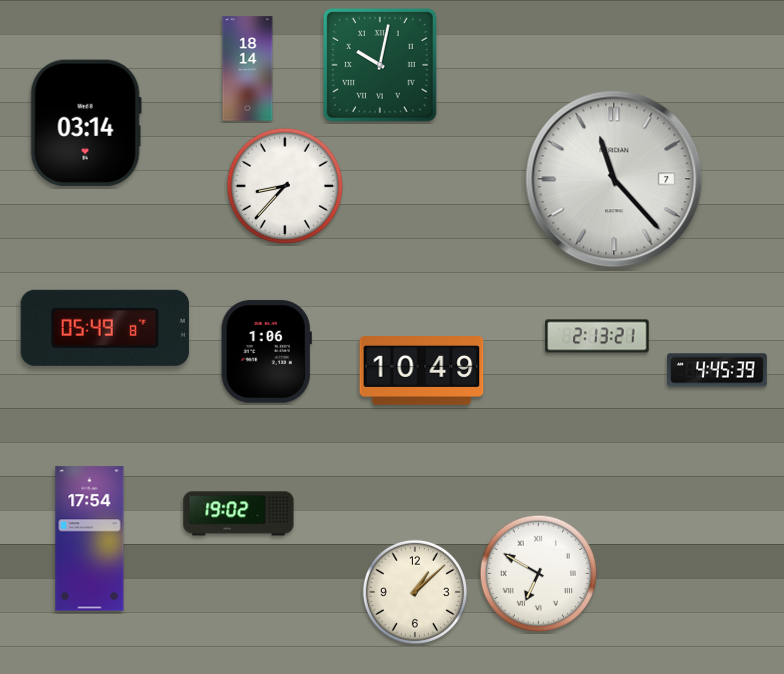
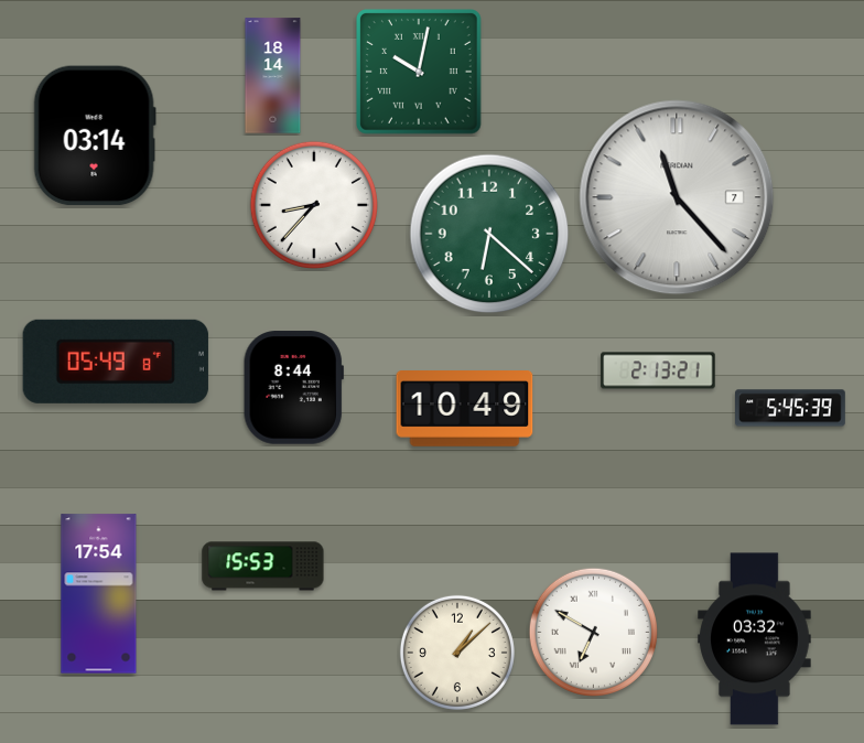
clock at (489, 234): none -> 6:22
clock at (266, 352): 1:06 -> 8:44
clock at (718, 370): 4:45 -> 5:45
clock at (239, 514): 19:02 -> 15:53
clock at (755, 639): none -> 03:32
